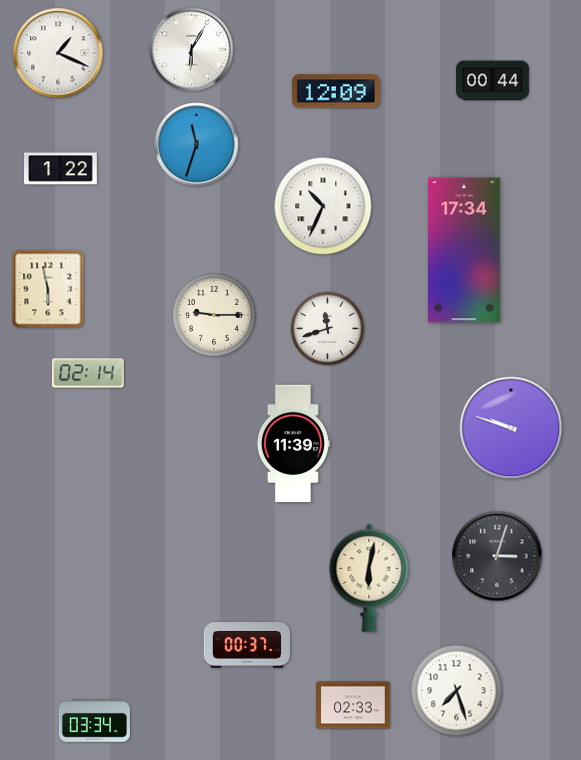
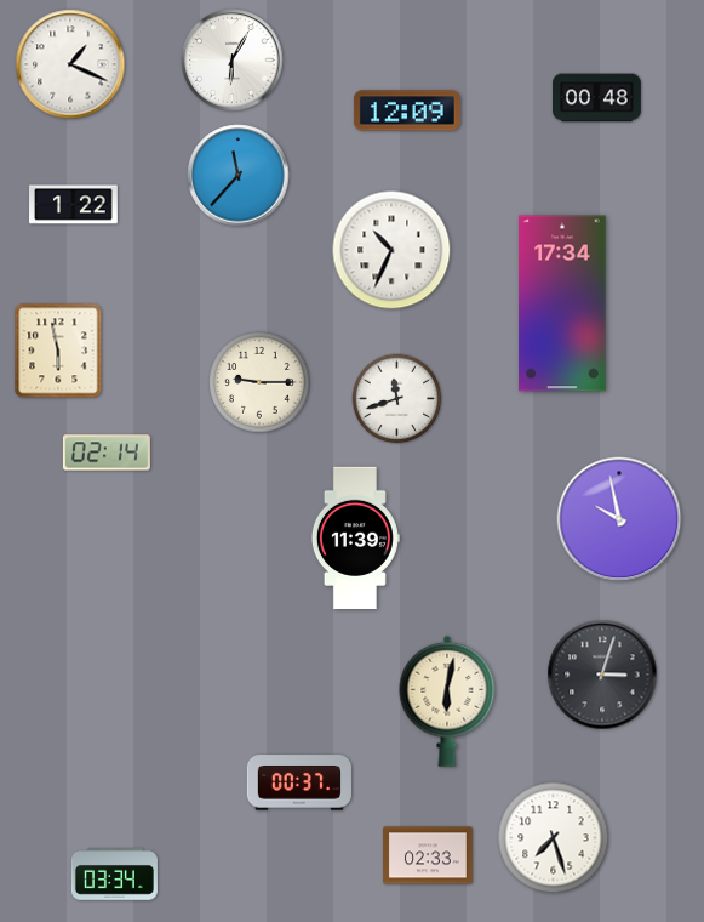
clock at (493, 81): 00:44 -> 00:48
clock at (197, 145): 11:33 -> 11:37
clock at (511, 428): 9:48 -> 9:58
